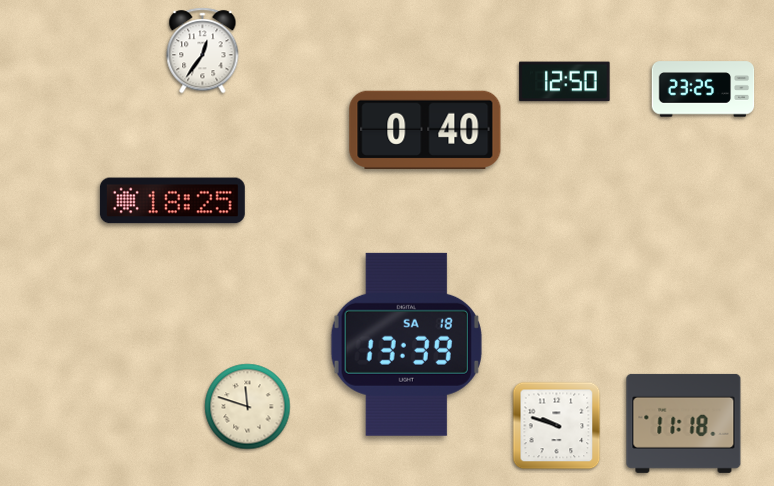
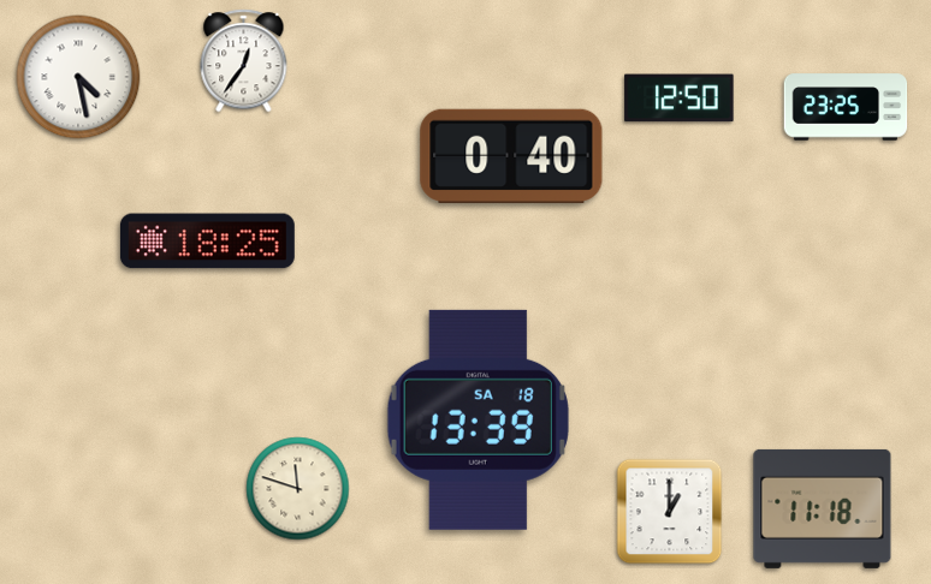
clock at (78, 77): none -> 4:28
clock at (406, 344) position: (406, 344) -> (478, 419)
clock at (557, 426): 9:48 -> 1:00
